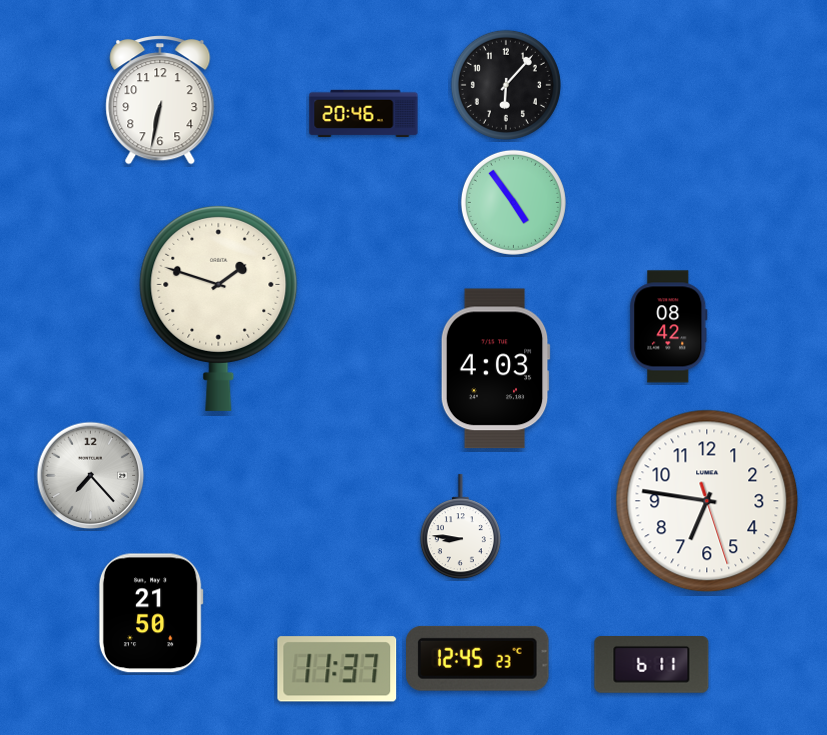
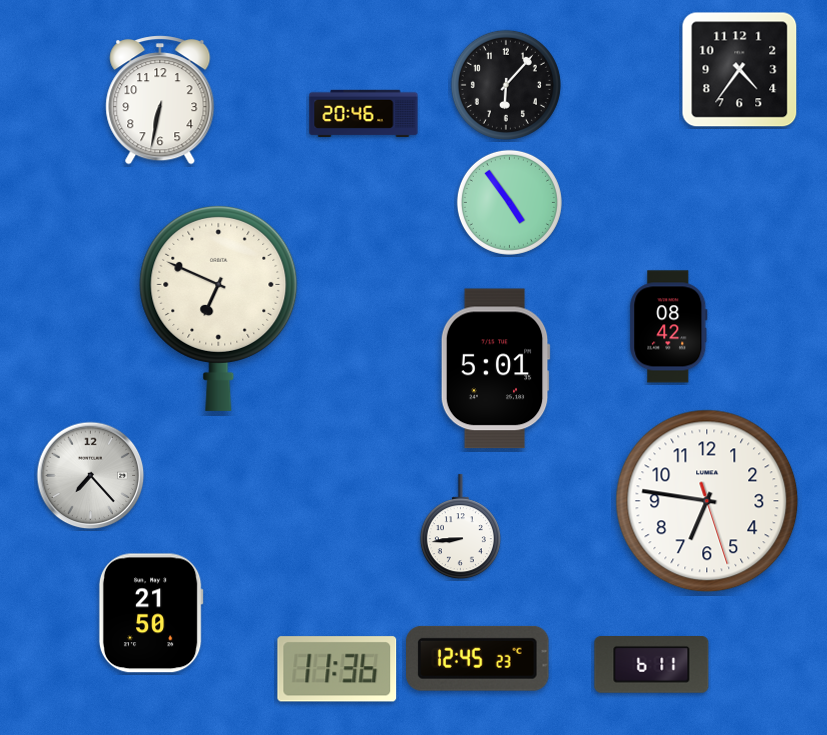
clock at (740, 70): none -> 4:36
clock at (513, 202) position: (513, 202) -> (509, 202)
clock at (219, 308): 1:48 -> 6:49
clock at (495, 369): 4:03 -> 5:01
clock at (460, 527): 8:46 -> 8:44
clock at (337, 669): 11:37 -> 11:36
